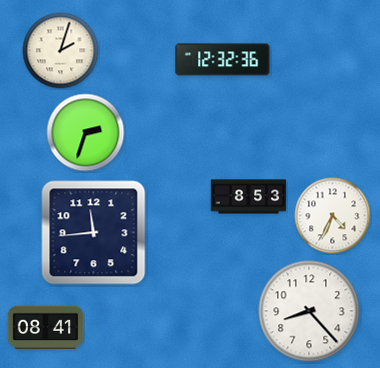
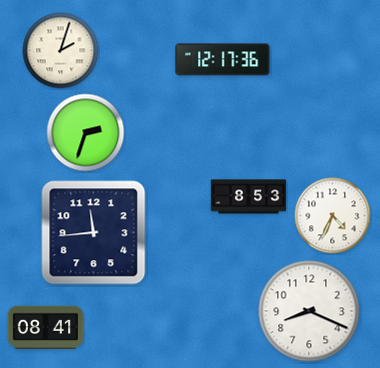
clock at (223, 60): 12:32 -> 12:17
clock at (309, 311): 8:23 -> 8:19
